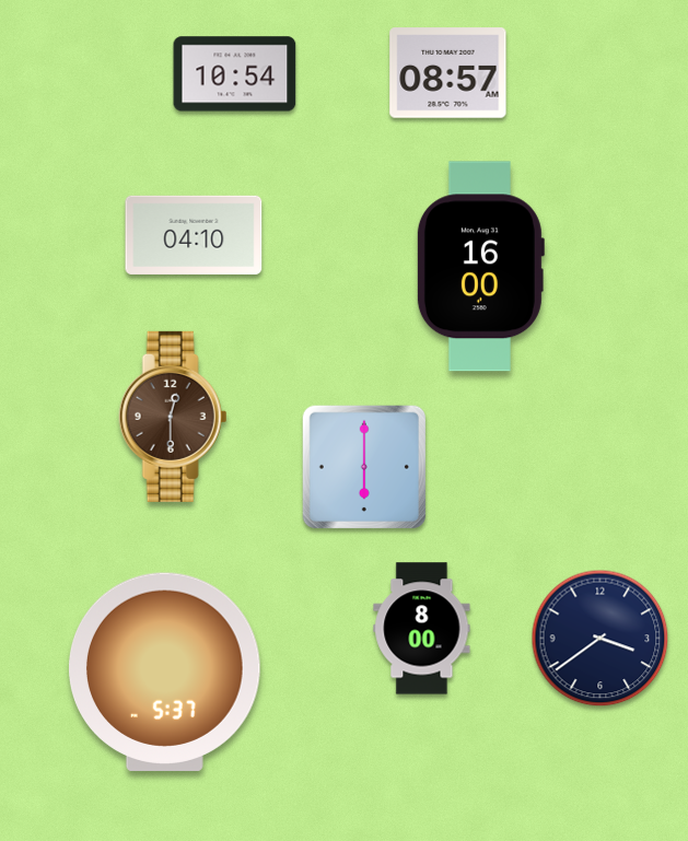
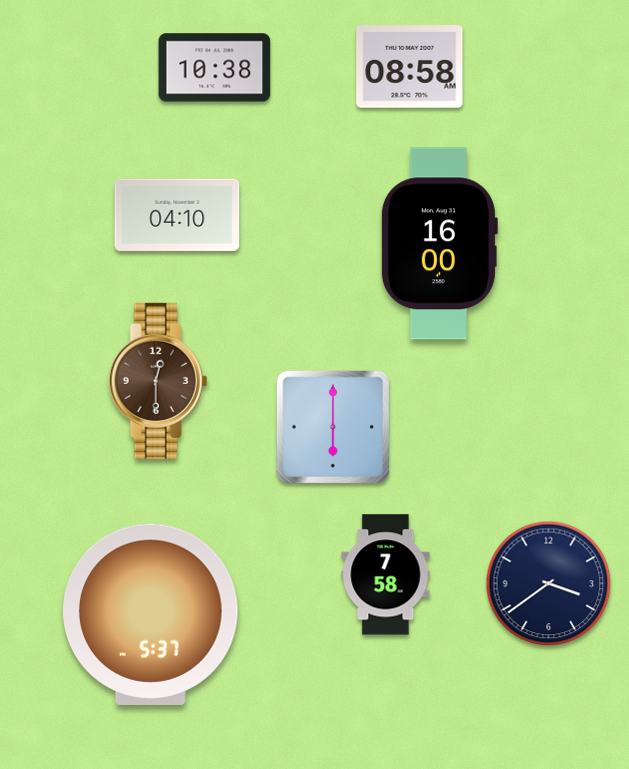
clock at (448, 73): 08:57 -> 08:58
clock at (235, 74): 10:54 -> 10:38
clock at (422, 629): 8:00 -> 7:58
